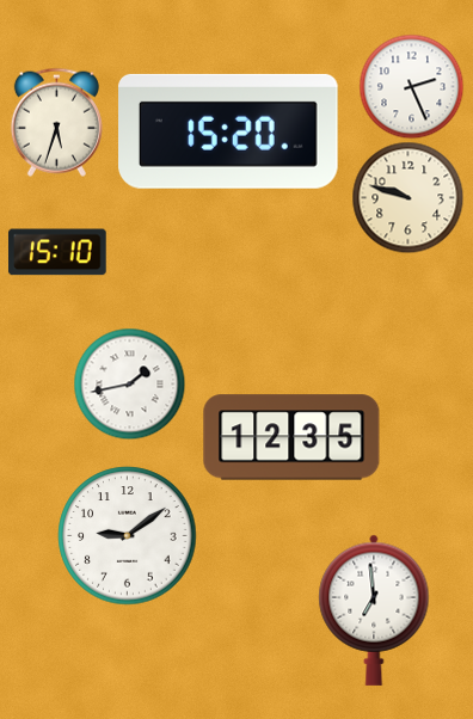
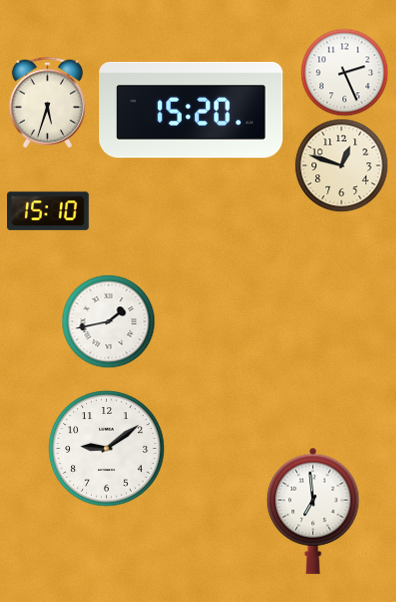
clock at (407, 197): 9:48 -> 12:48
clock at (291, 437): 12:35 -> none
